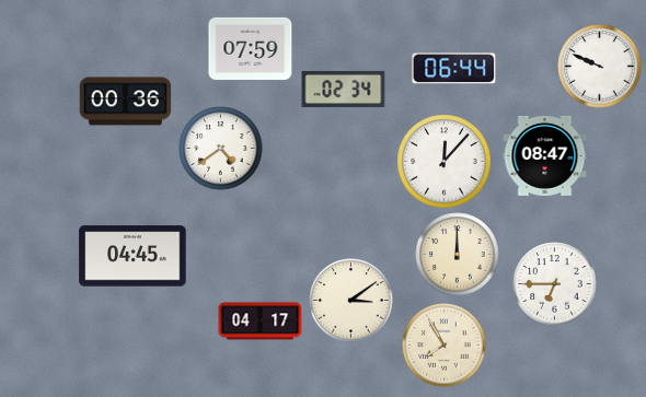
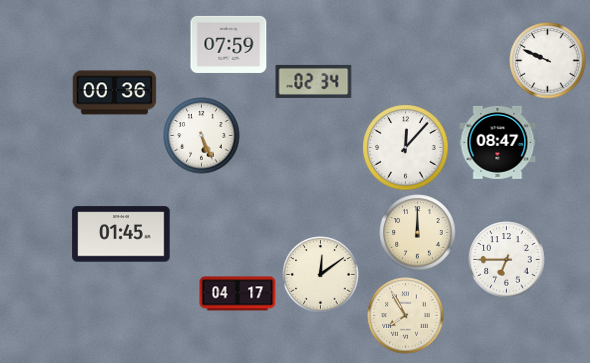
clock at (454, 69): 06:44 -> none
clock at (221, 149): 4:39 -> 5:26
clock at (132, 256): 04:45 -> 01:45
clock at (351, 301): 3:09 -> 12:09
